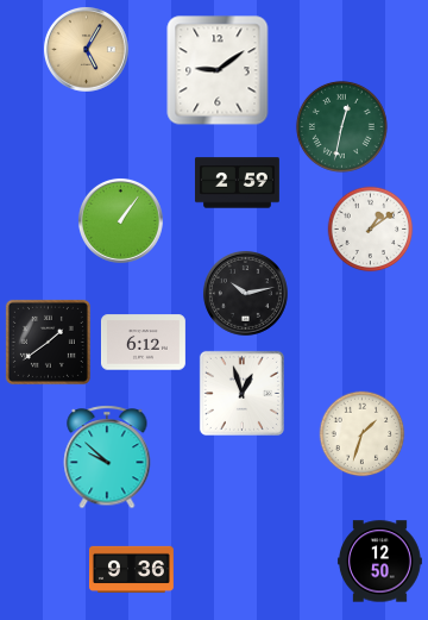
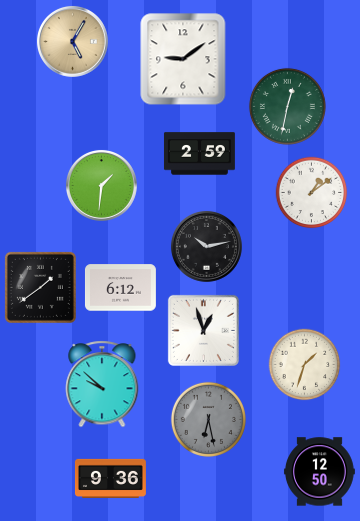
clock at (120, 220): 1:06 -> 1:31
clock at (107, 457) position: (107, 457) -> (102, 384)
clock at (208, 419): none -> 6:28
